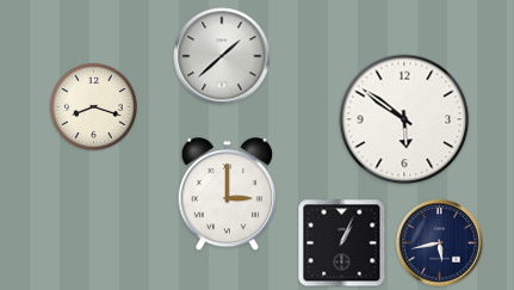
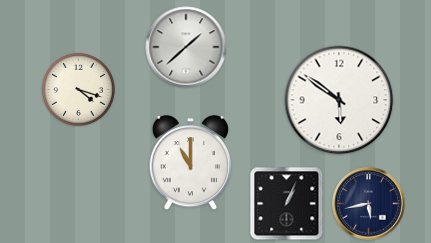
clock at (93, 106): 8:18 -> 4:18
clock at (227, 196): 3:00 -> 11:00
